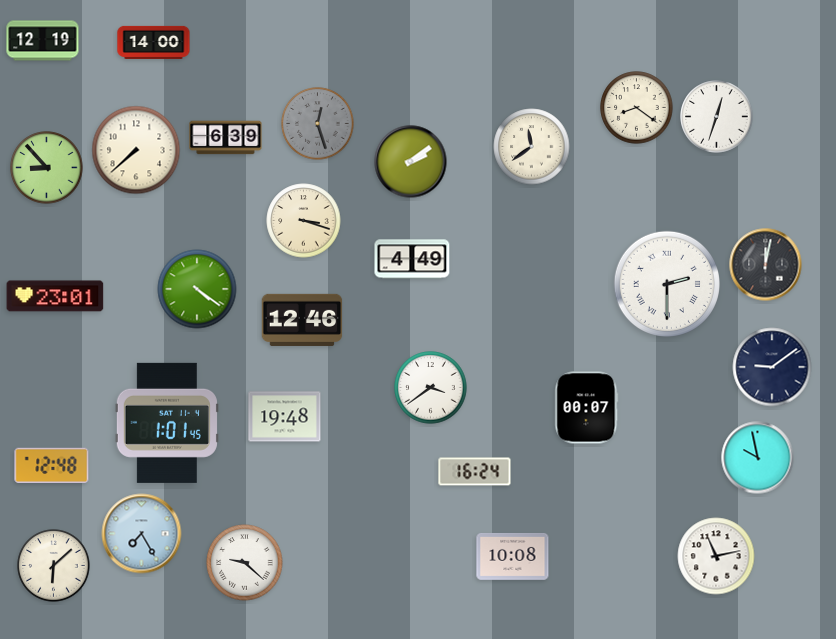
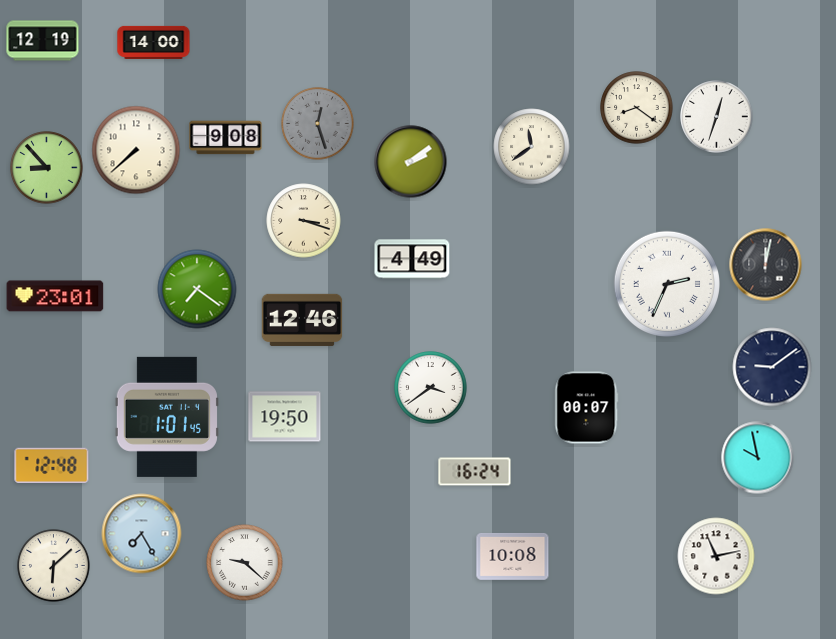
clock at (226, 138): 6:39 -> 9:08
clock at (667, 284): 2:30 -> 2:34
clock at (197, 289): 4:21 -> 7:21
clock at (285, 417): 19:48 -> 19:50
clock at (167, 423) position: (167, 423) -> (167, 417)
